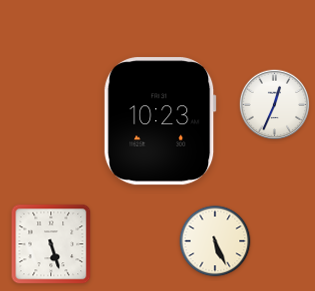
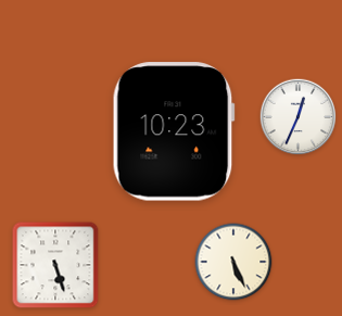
clock at (275, 105) position: (275, 105) -> (299, 117)
